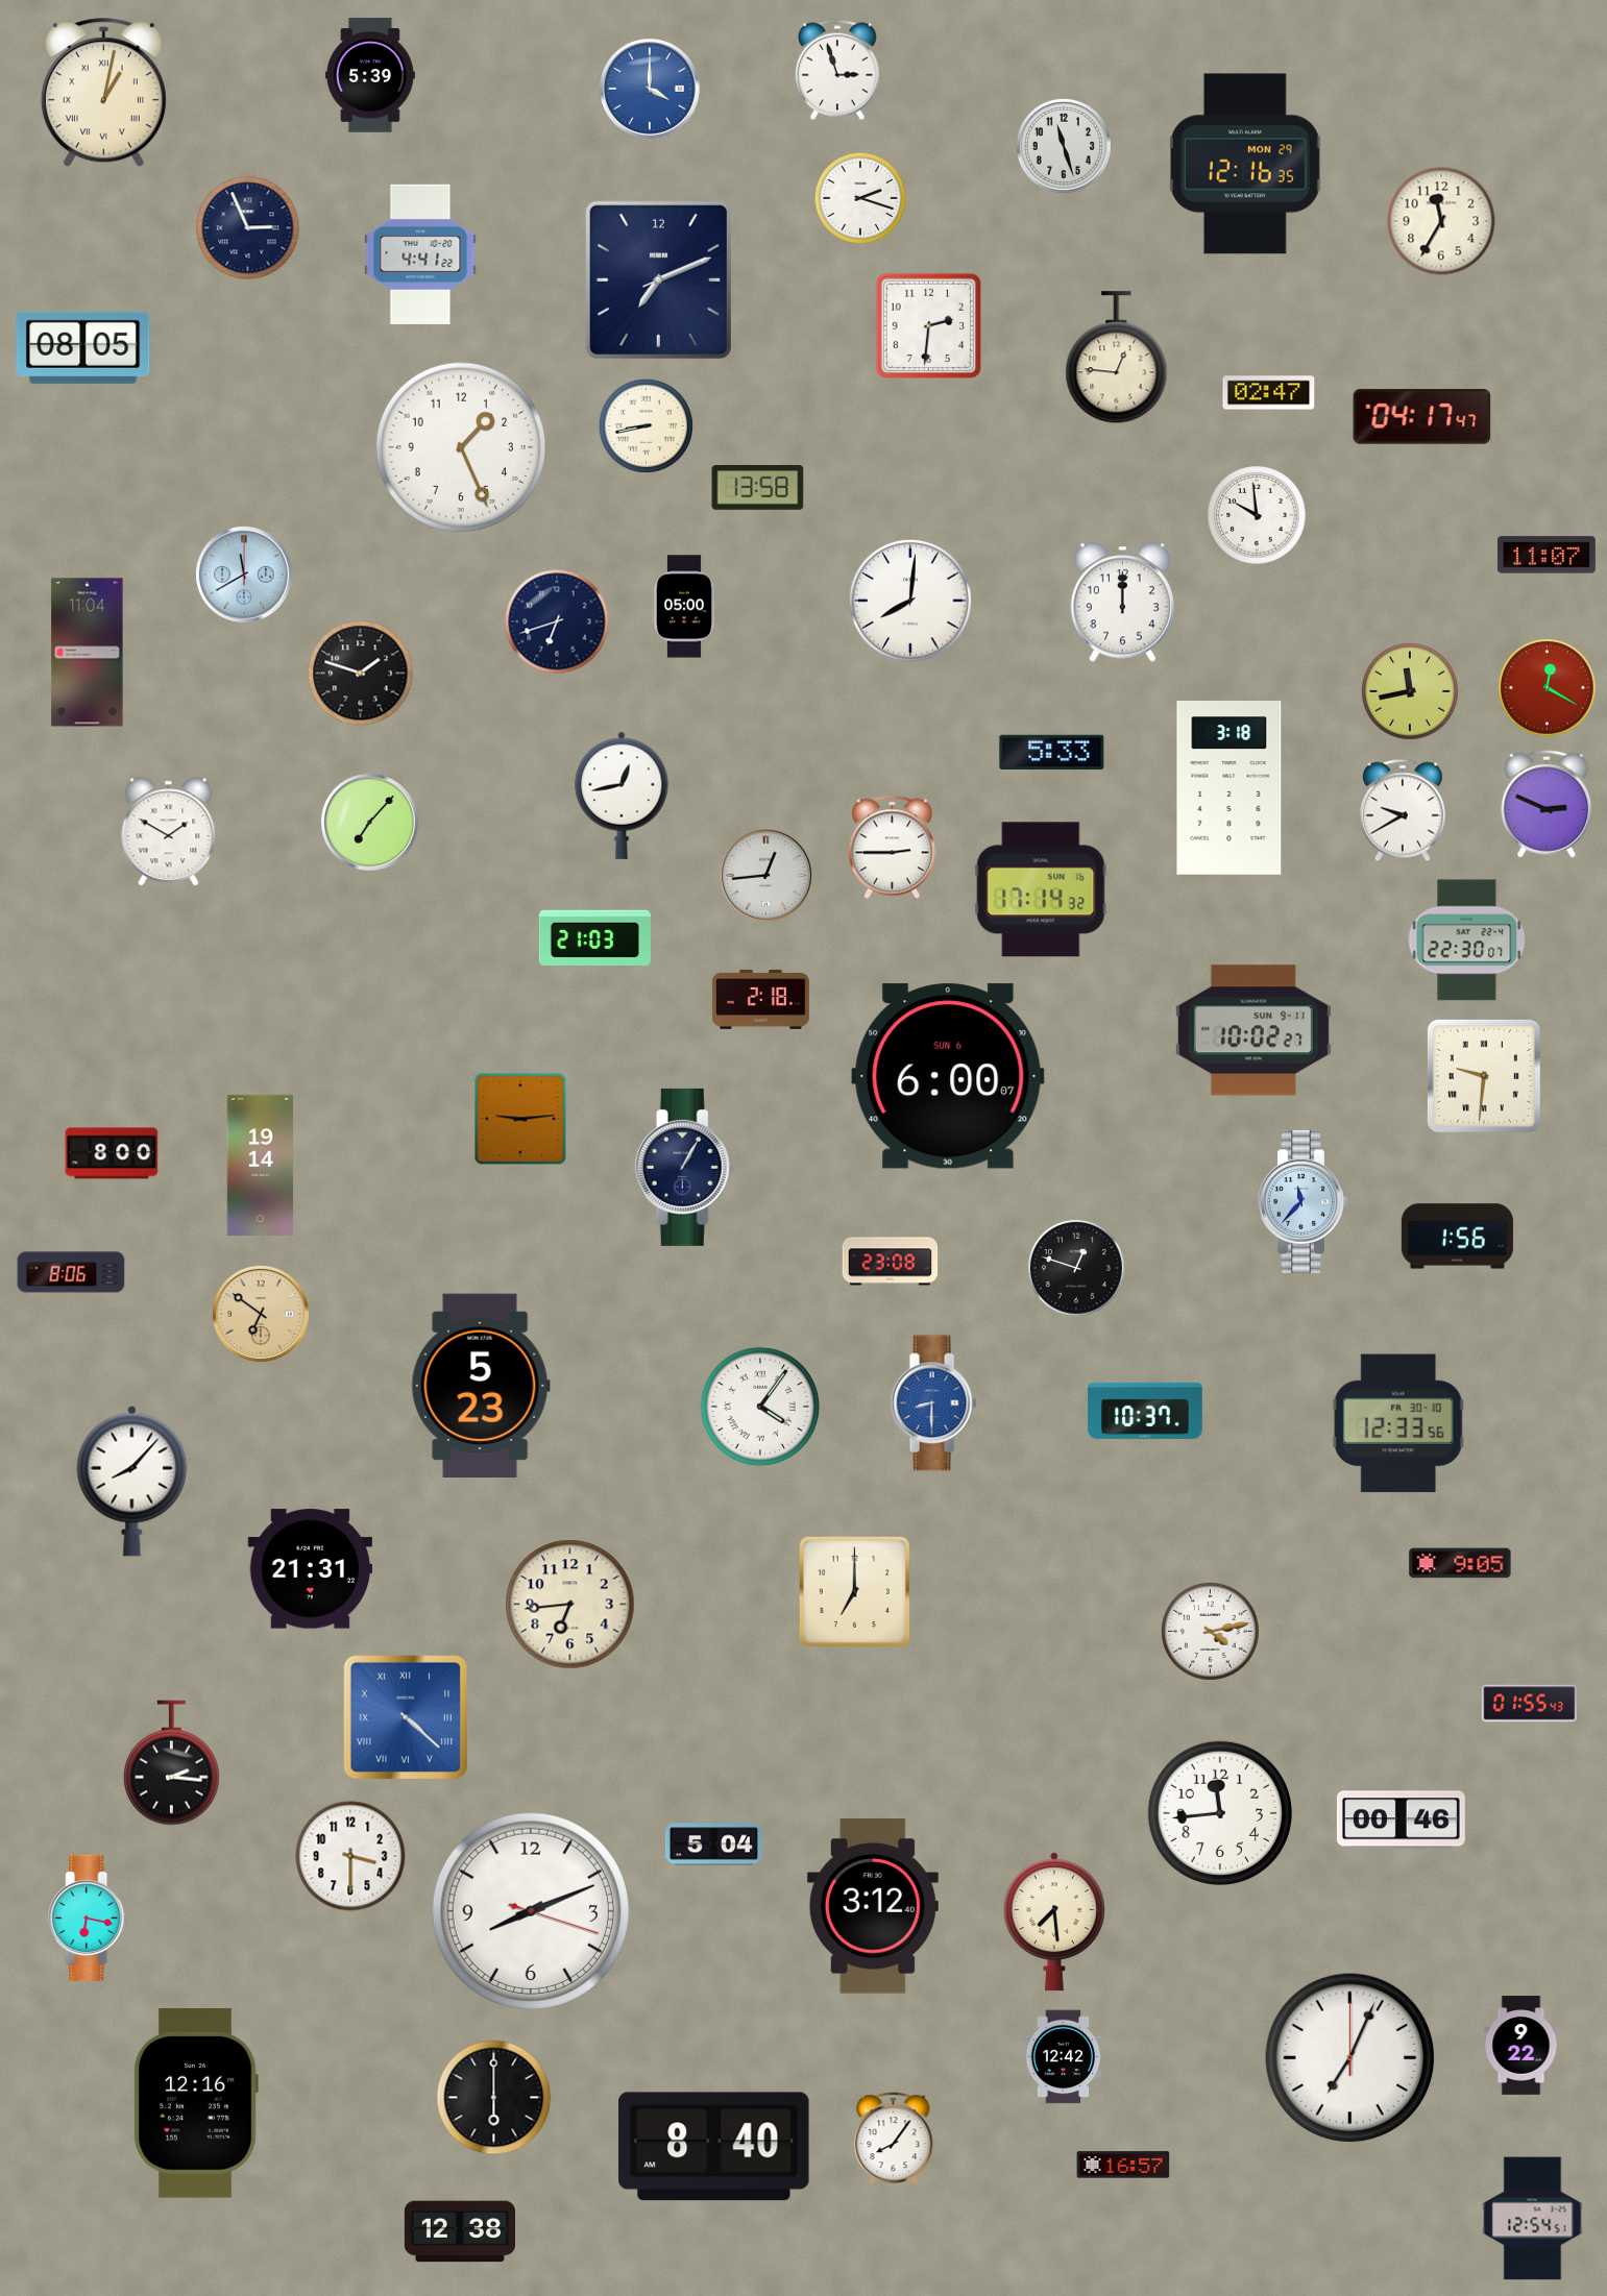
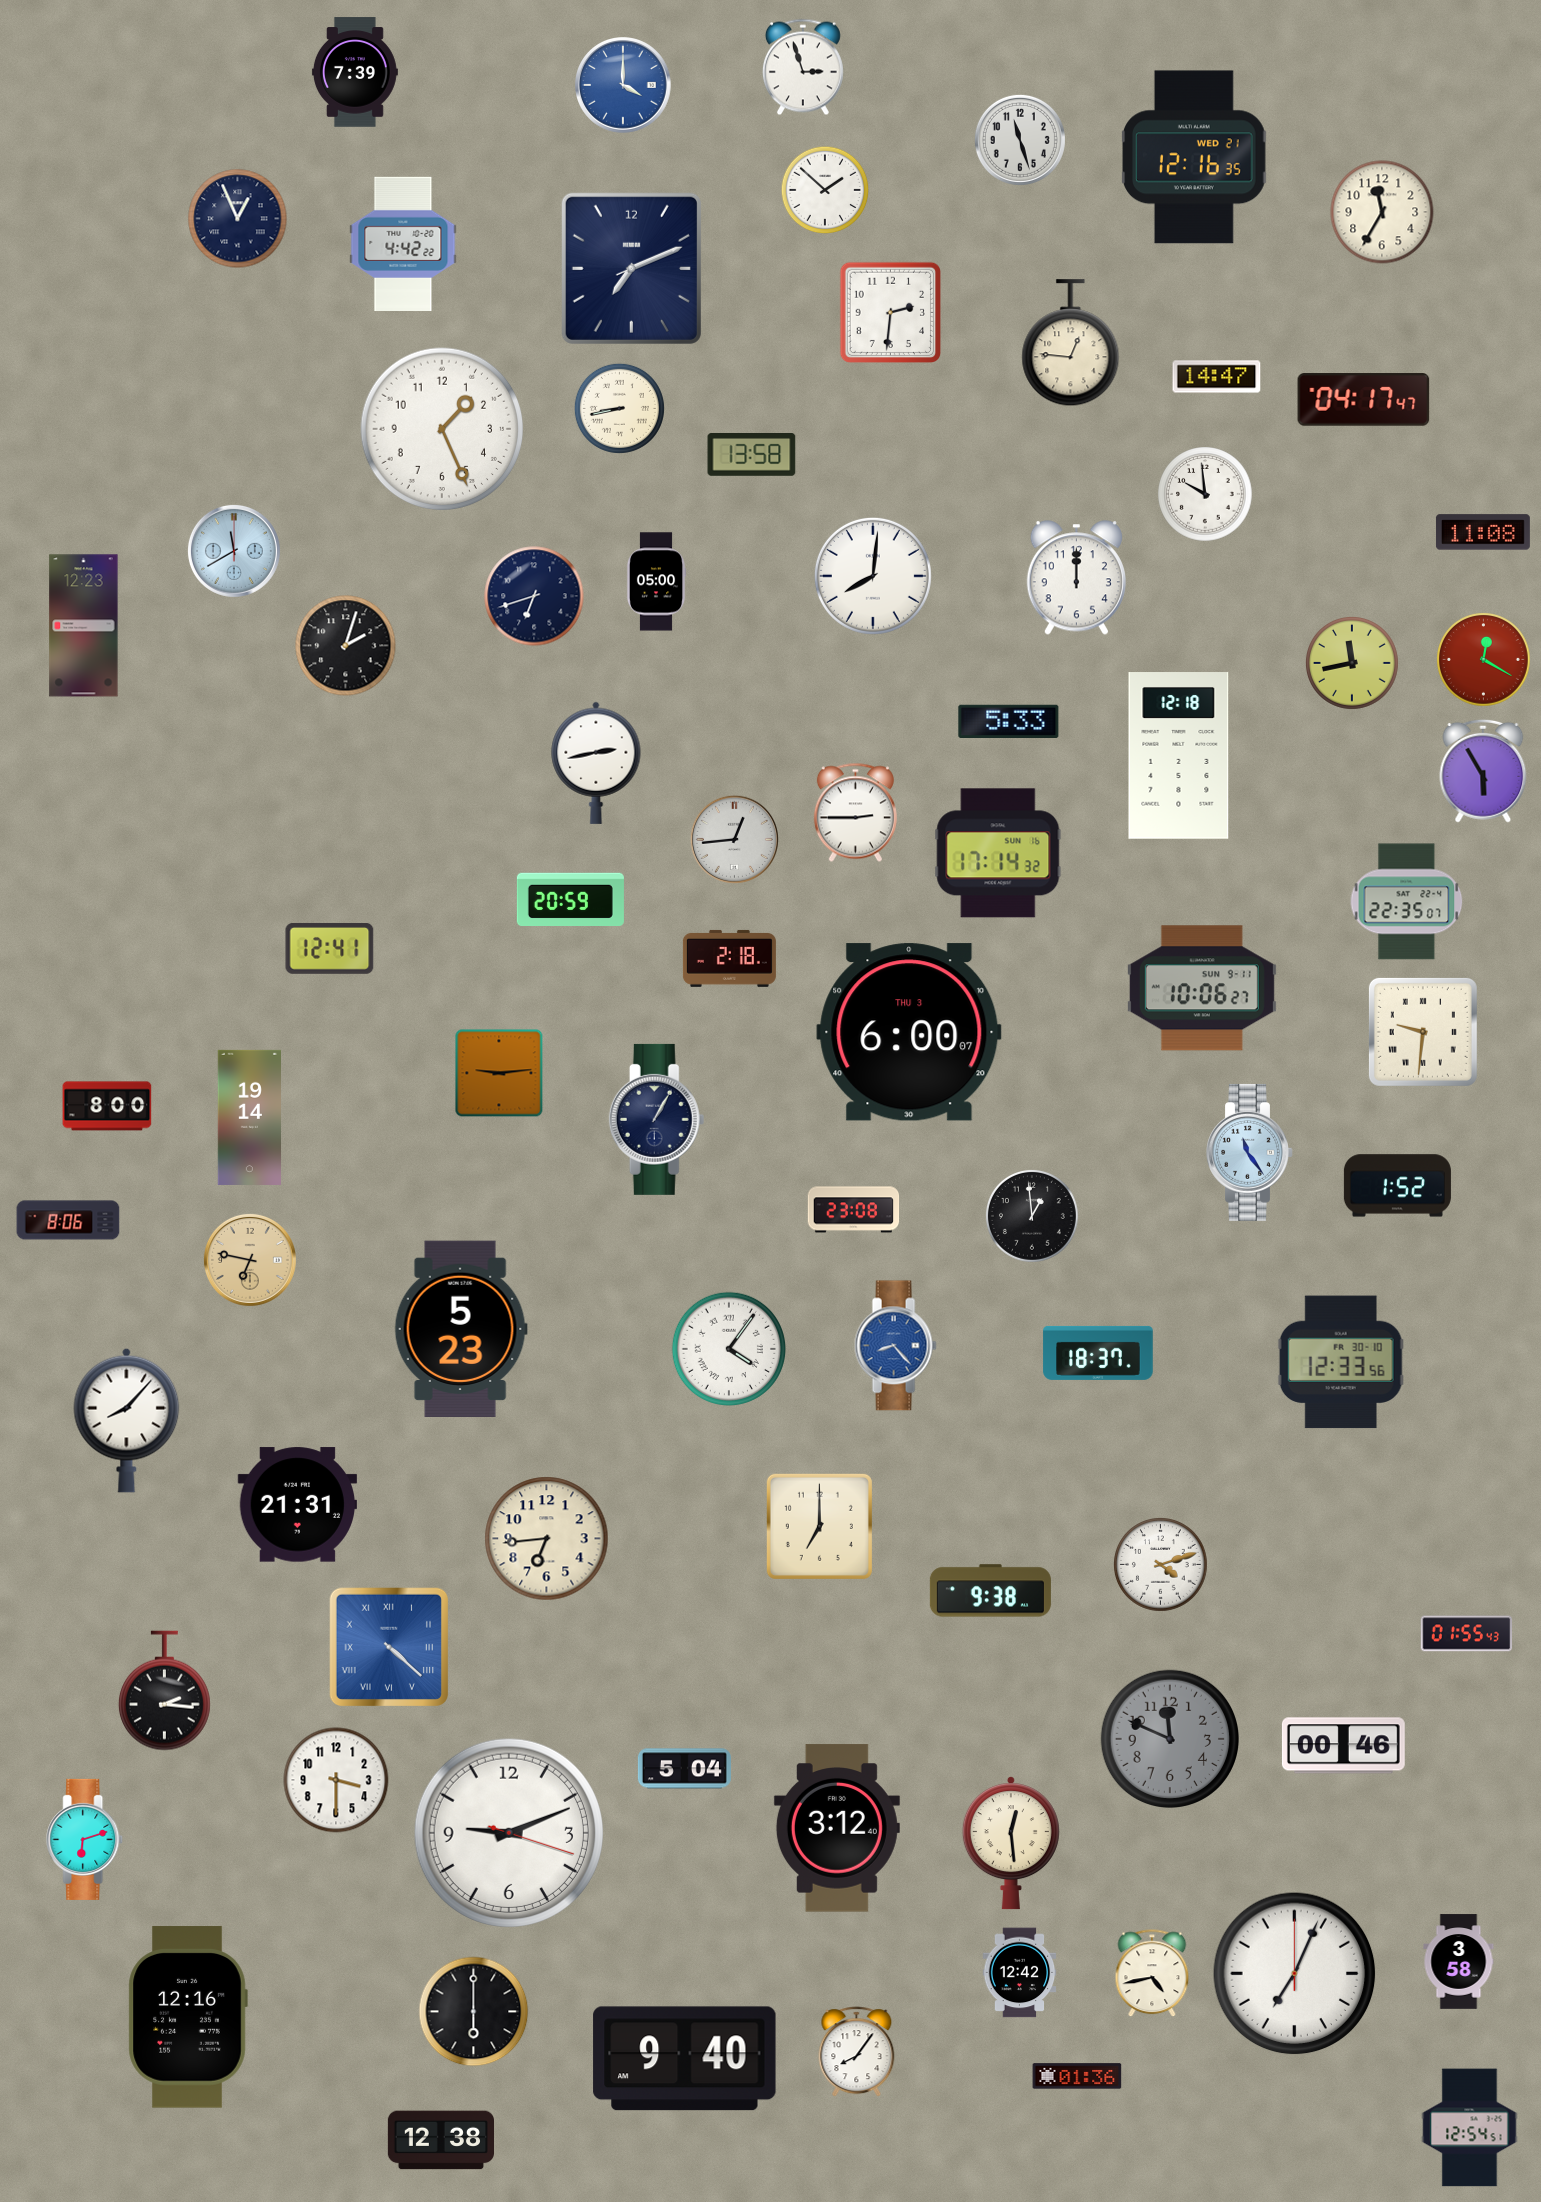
clock at (370, 75): 5:39 -> 7:39
clock at (103, 93): 1:02 -> none
clock at (1245, 164) date: MON 29 -> WED 21
clock at (860, 198): 2:18 -> 1:52
clock at (248, 228): 2:56 -> 12:56
clock at (420, 253): 4:41 -> 4:42
clock at (83, 347): 08:05 -> none
clock at (1269, 393): 02:47 -> 14:47
clock at (758, 488) position: (758, 488) -> (752, 455)
clock at (1547, 555): 11:07 -> 11:08
clock at (88, 653): 11:04 -> 12:23
clock at (361, 674): 1:48 -> 2:03
clock at (1229, 788): 3:18 -> 12:18
clock at (622, 796): 12:43 -> 2:43
clock at (1547, 804): 2:49 -> 5:55
clock at (1403, 810): 9:40 -> none
clock at (369, 822): 7:07 -> none
clock at (169, 832): 1:50 -> none
clock at (594, 937): 21:03 -> 20:59
clock at (1467, 941): 22:30 -> 22:35
clock at (330, 949): none -> 12:41
clock at (1253, 1030): 10:02 -> 10:06
clock at (948, 1076) date: SUN 6 -> THU 3
clock at (1304, 1201): 11:37 -> 11:24
clock at (1457, 1237): 1:56 -> 1:52
clock at (1076, 1268): 12:48 -> 12:59
clock at (261, 1314): 6:51 -> 6:47
clock at (933, 1403): 8:30 -> 8:23
clock at (1145, 1411): 10:37 -> 18:37
clock at (1398, 1423) position: (1398, 1423) -> (1341, 1362)
clock at (1460, 1563): 9:05 -> none
clock at (1211, 1632): 4:13 -> 4:12
clock at (990, 1591): none -> 9:38
clock at (1219, 1812): 11:44 -> 11:49
clock at (1219, 1812) dial: white -> grey
clock at (531, 1911): 8:11 -> 9:11
clock at (89, 1918): 6:17 -> 6:12
clock at (1054, 1922): 7:29 -> 12:29
clock at (1521, 2046): 9:22 -> 3:58
clock at (1152, 1974): none -> 4:43
clock at (714, 2147): 8:40 -> 9:40
clock at (1123, 2165): 16:57 -> 01:36
